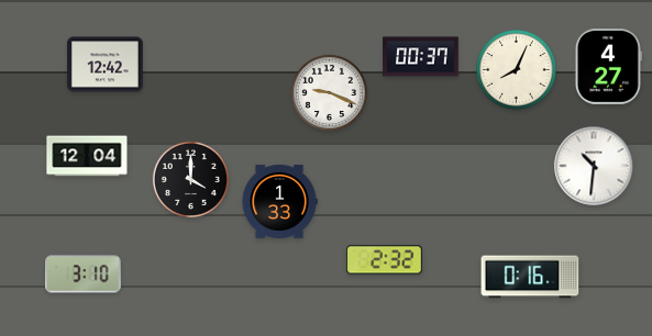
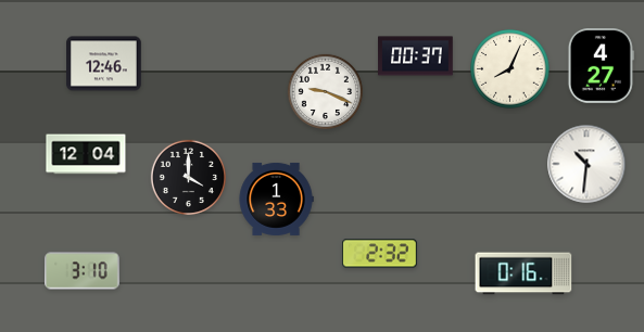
clock at (106, 65): 12:42 -> 12:46
clock at (385, 260) position: (385, 260) -> (380, 254)
